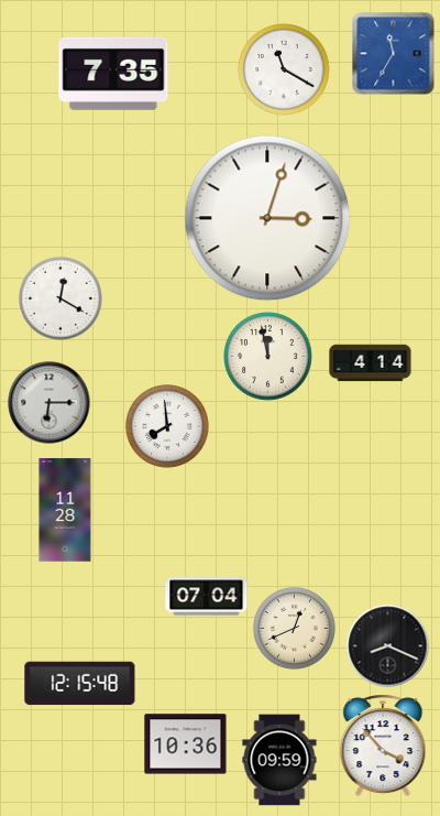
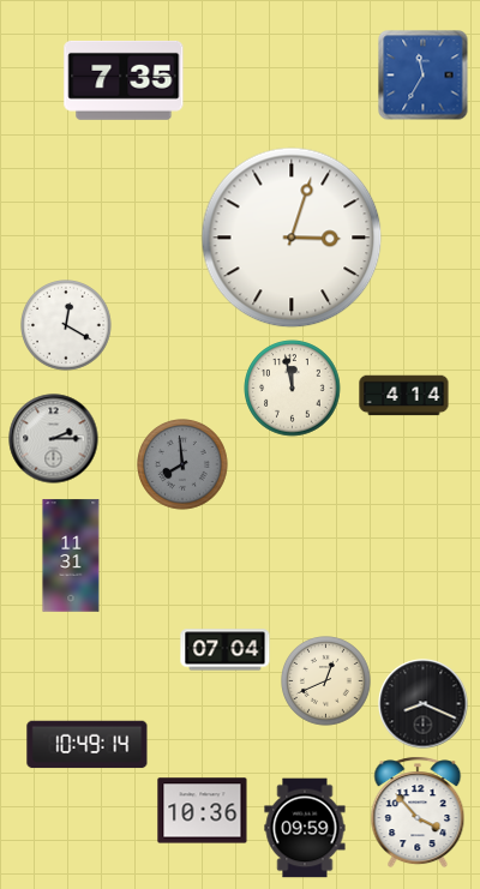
clock at (394, 54) position: (394, 54) -> (424, 76)
clock at (284, 69): 11:20 -> none
clock at (50, 403): 6:15 -> 2:15
clock at (167, 426) dial: white -> grey
clock at (65, 510): 11:28 -> 11:31
clock at (295, 629) position: (295, 629) -> (326, 681)
clock at (80, 684): 12:15 -> 10:49
